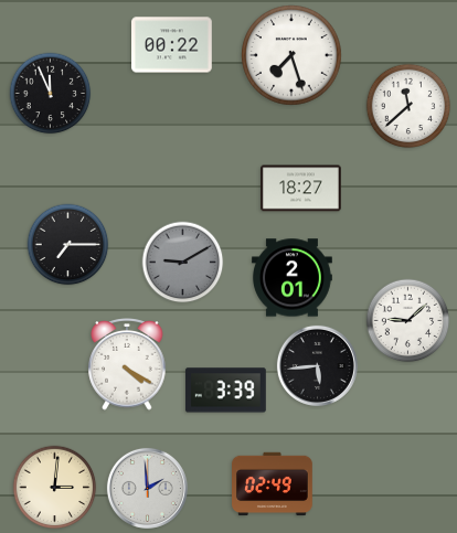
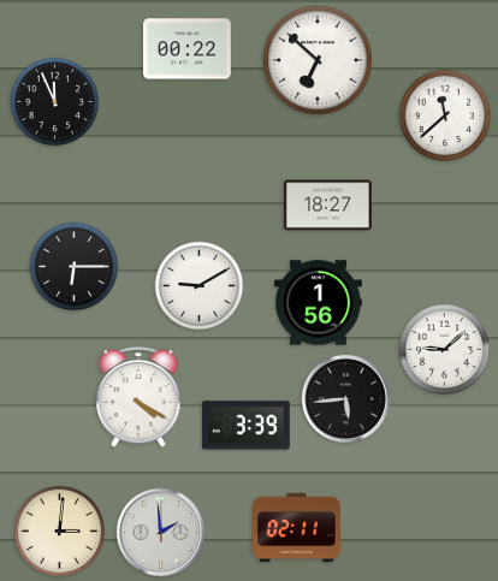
clock at (291, 55): 7:27 -> 6:52
clock at (68, 245): 7:15 -> 6:15
clock at (183, 263) dial: grey -> white
clock at (293, 278): 2:01 -> 1:56
clock at (273, 484): 02:49 -> 02:11
